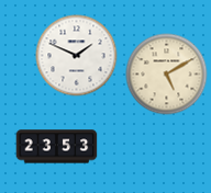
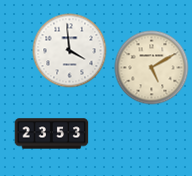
clock at (77, 56): 1:49 -> 3:59
